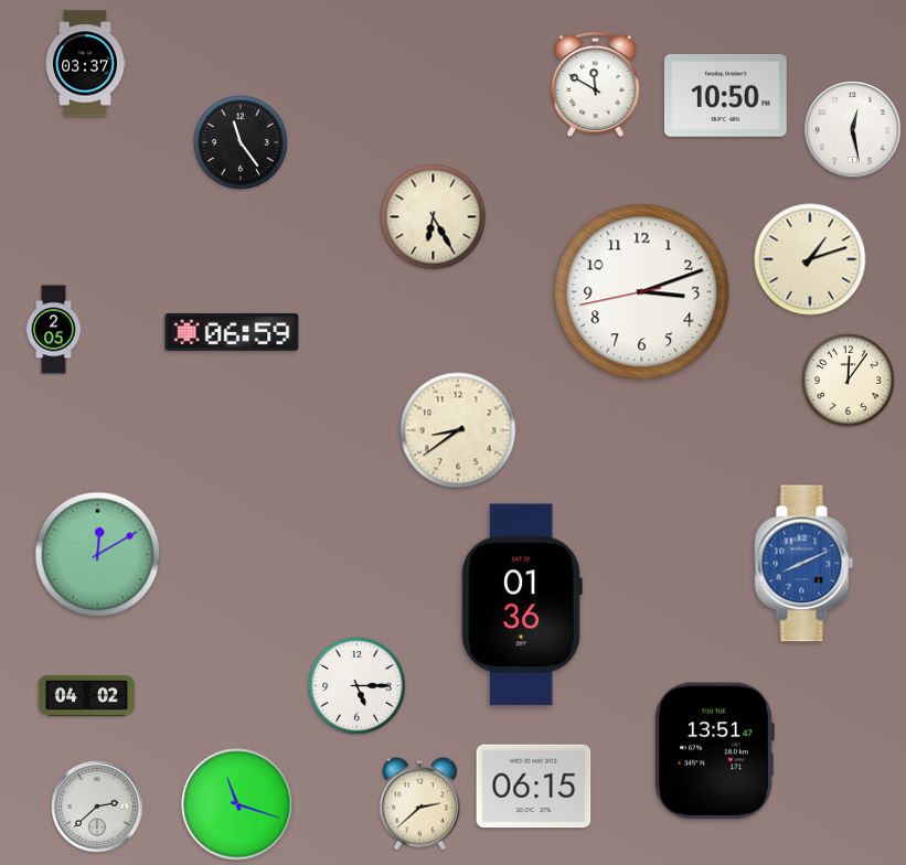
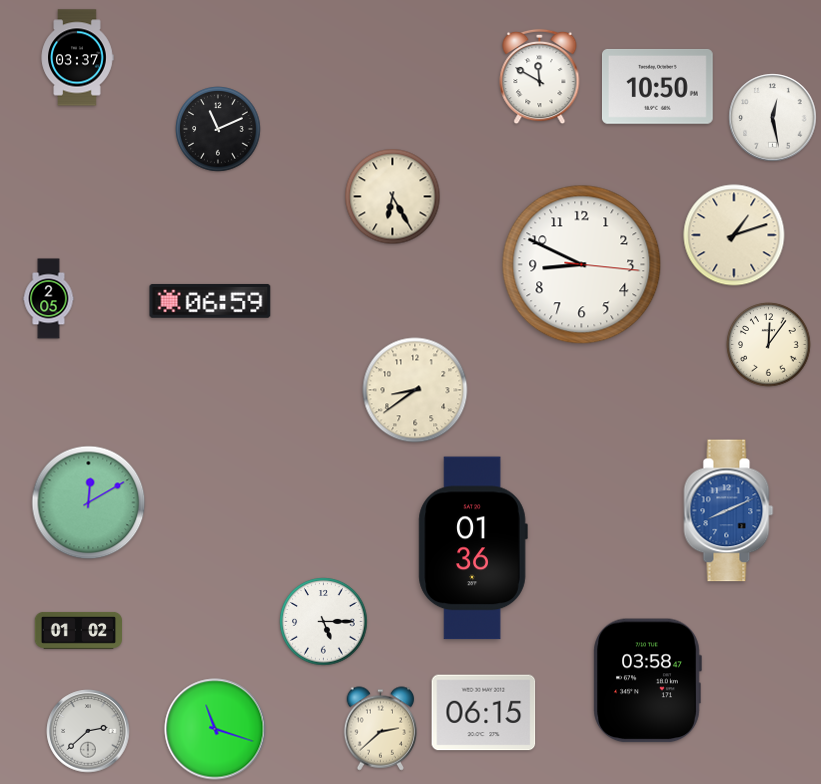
clock at (241, 142): 11:24 -> 11:11
clock at (642, 292): 3:11 -> 8:49
clock at (86, 696): 04:02 -> 01:02
clock at (714, 751): 13:51 -> 03:58
